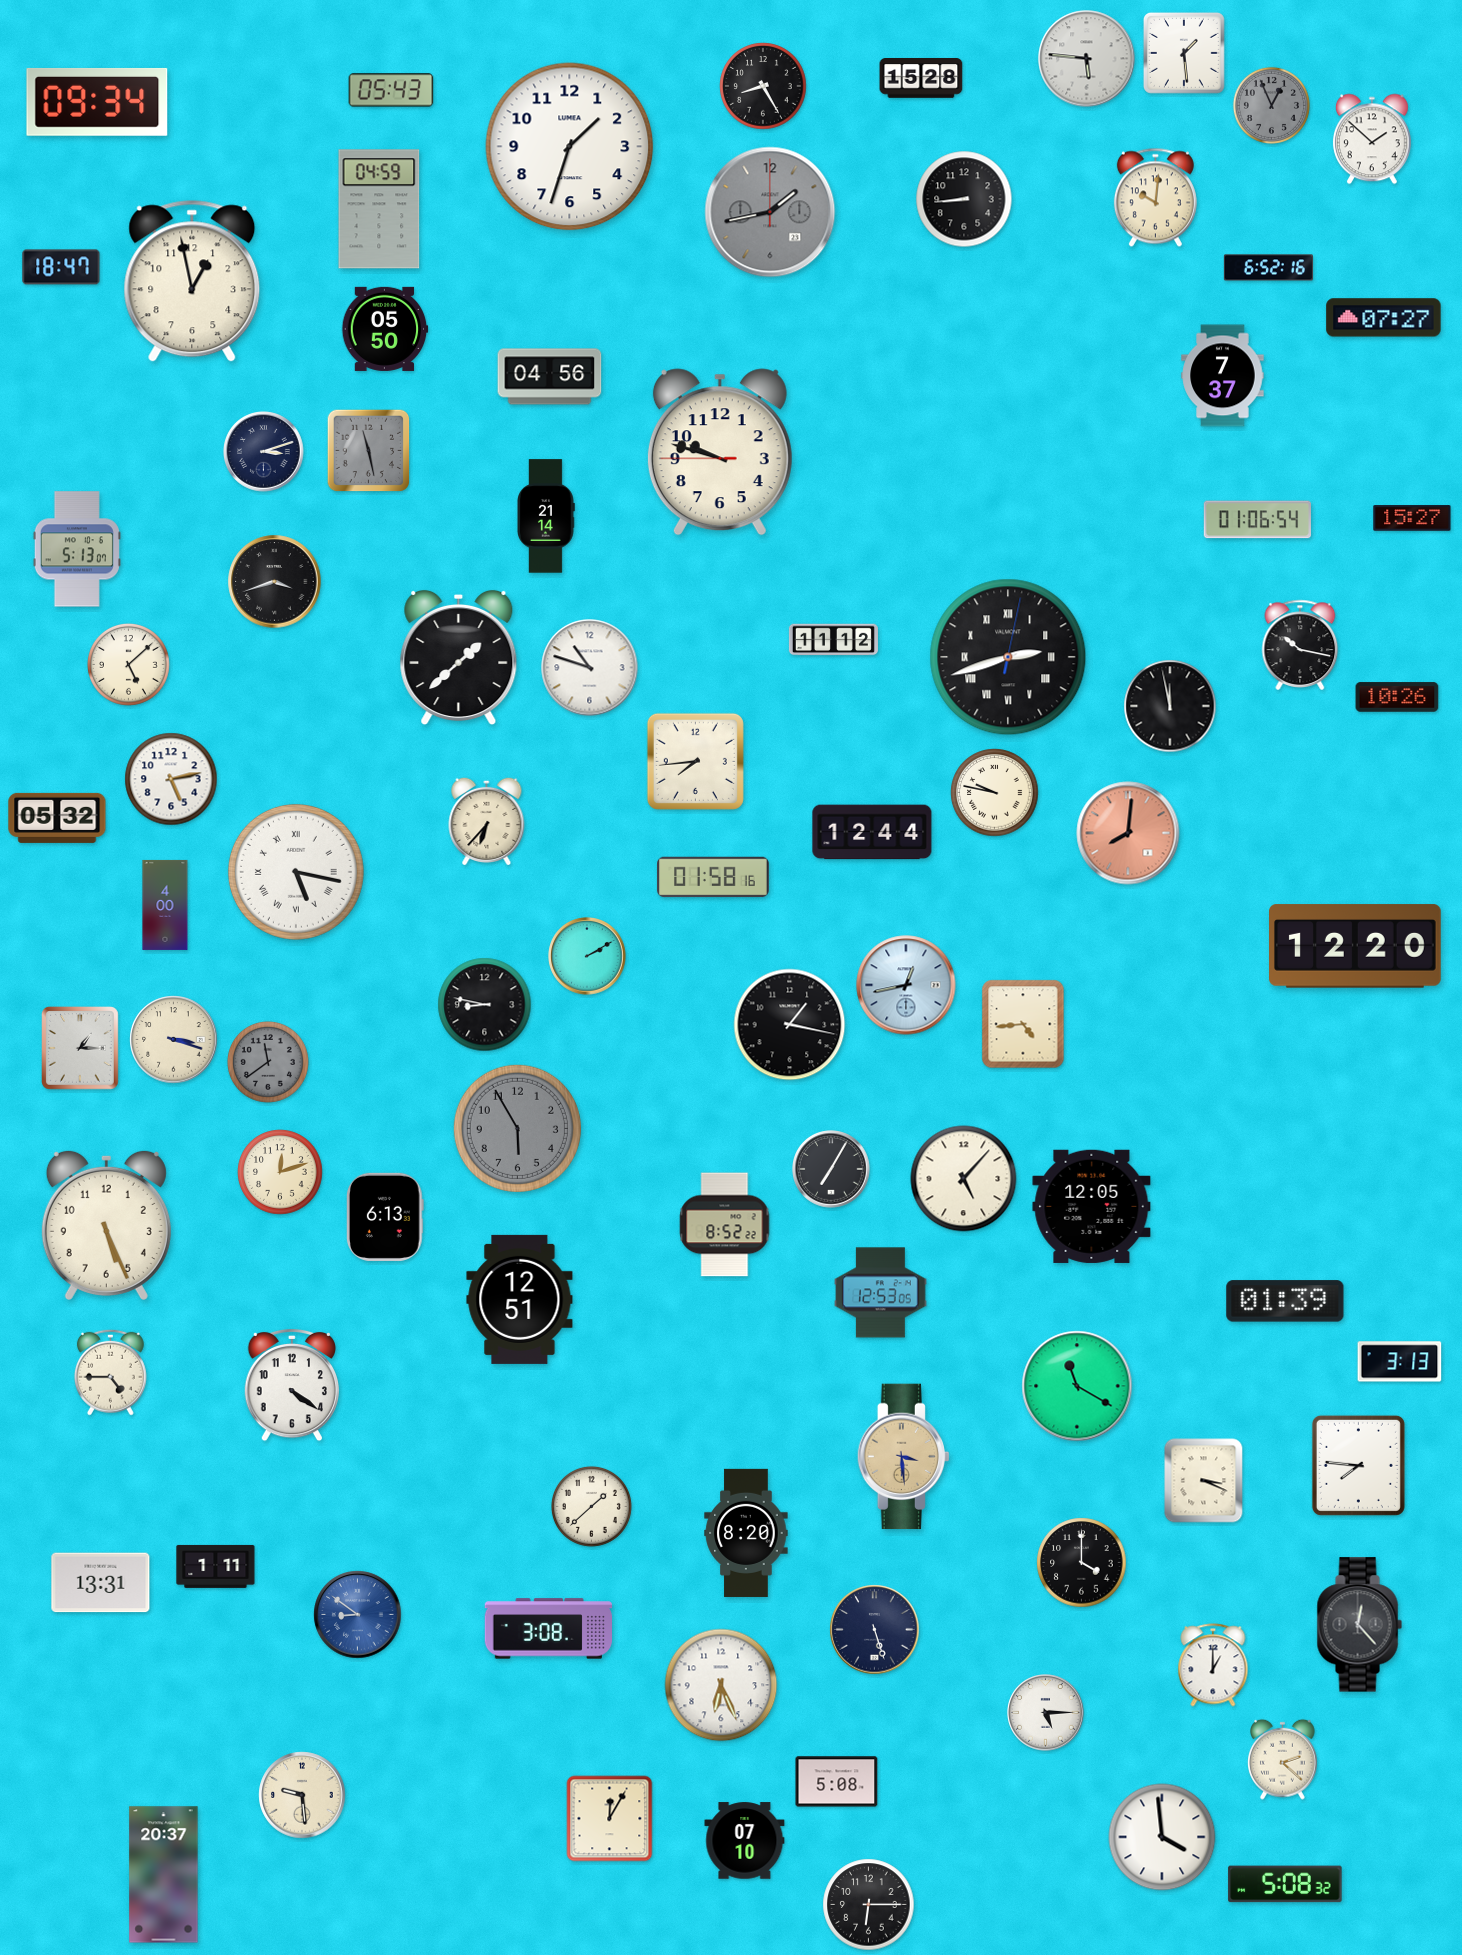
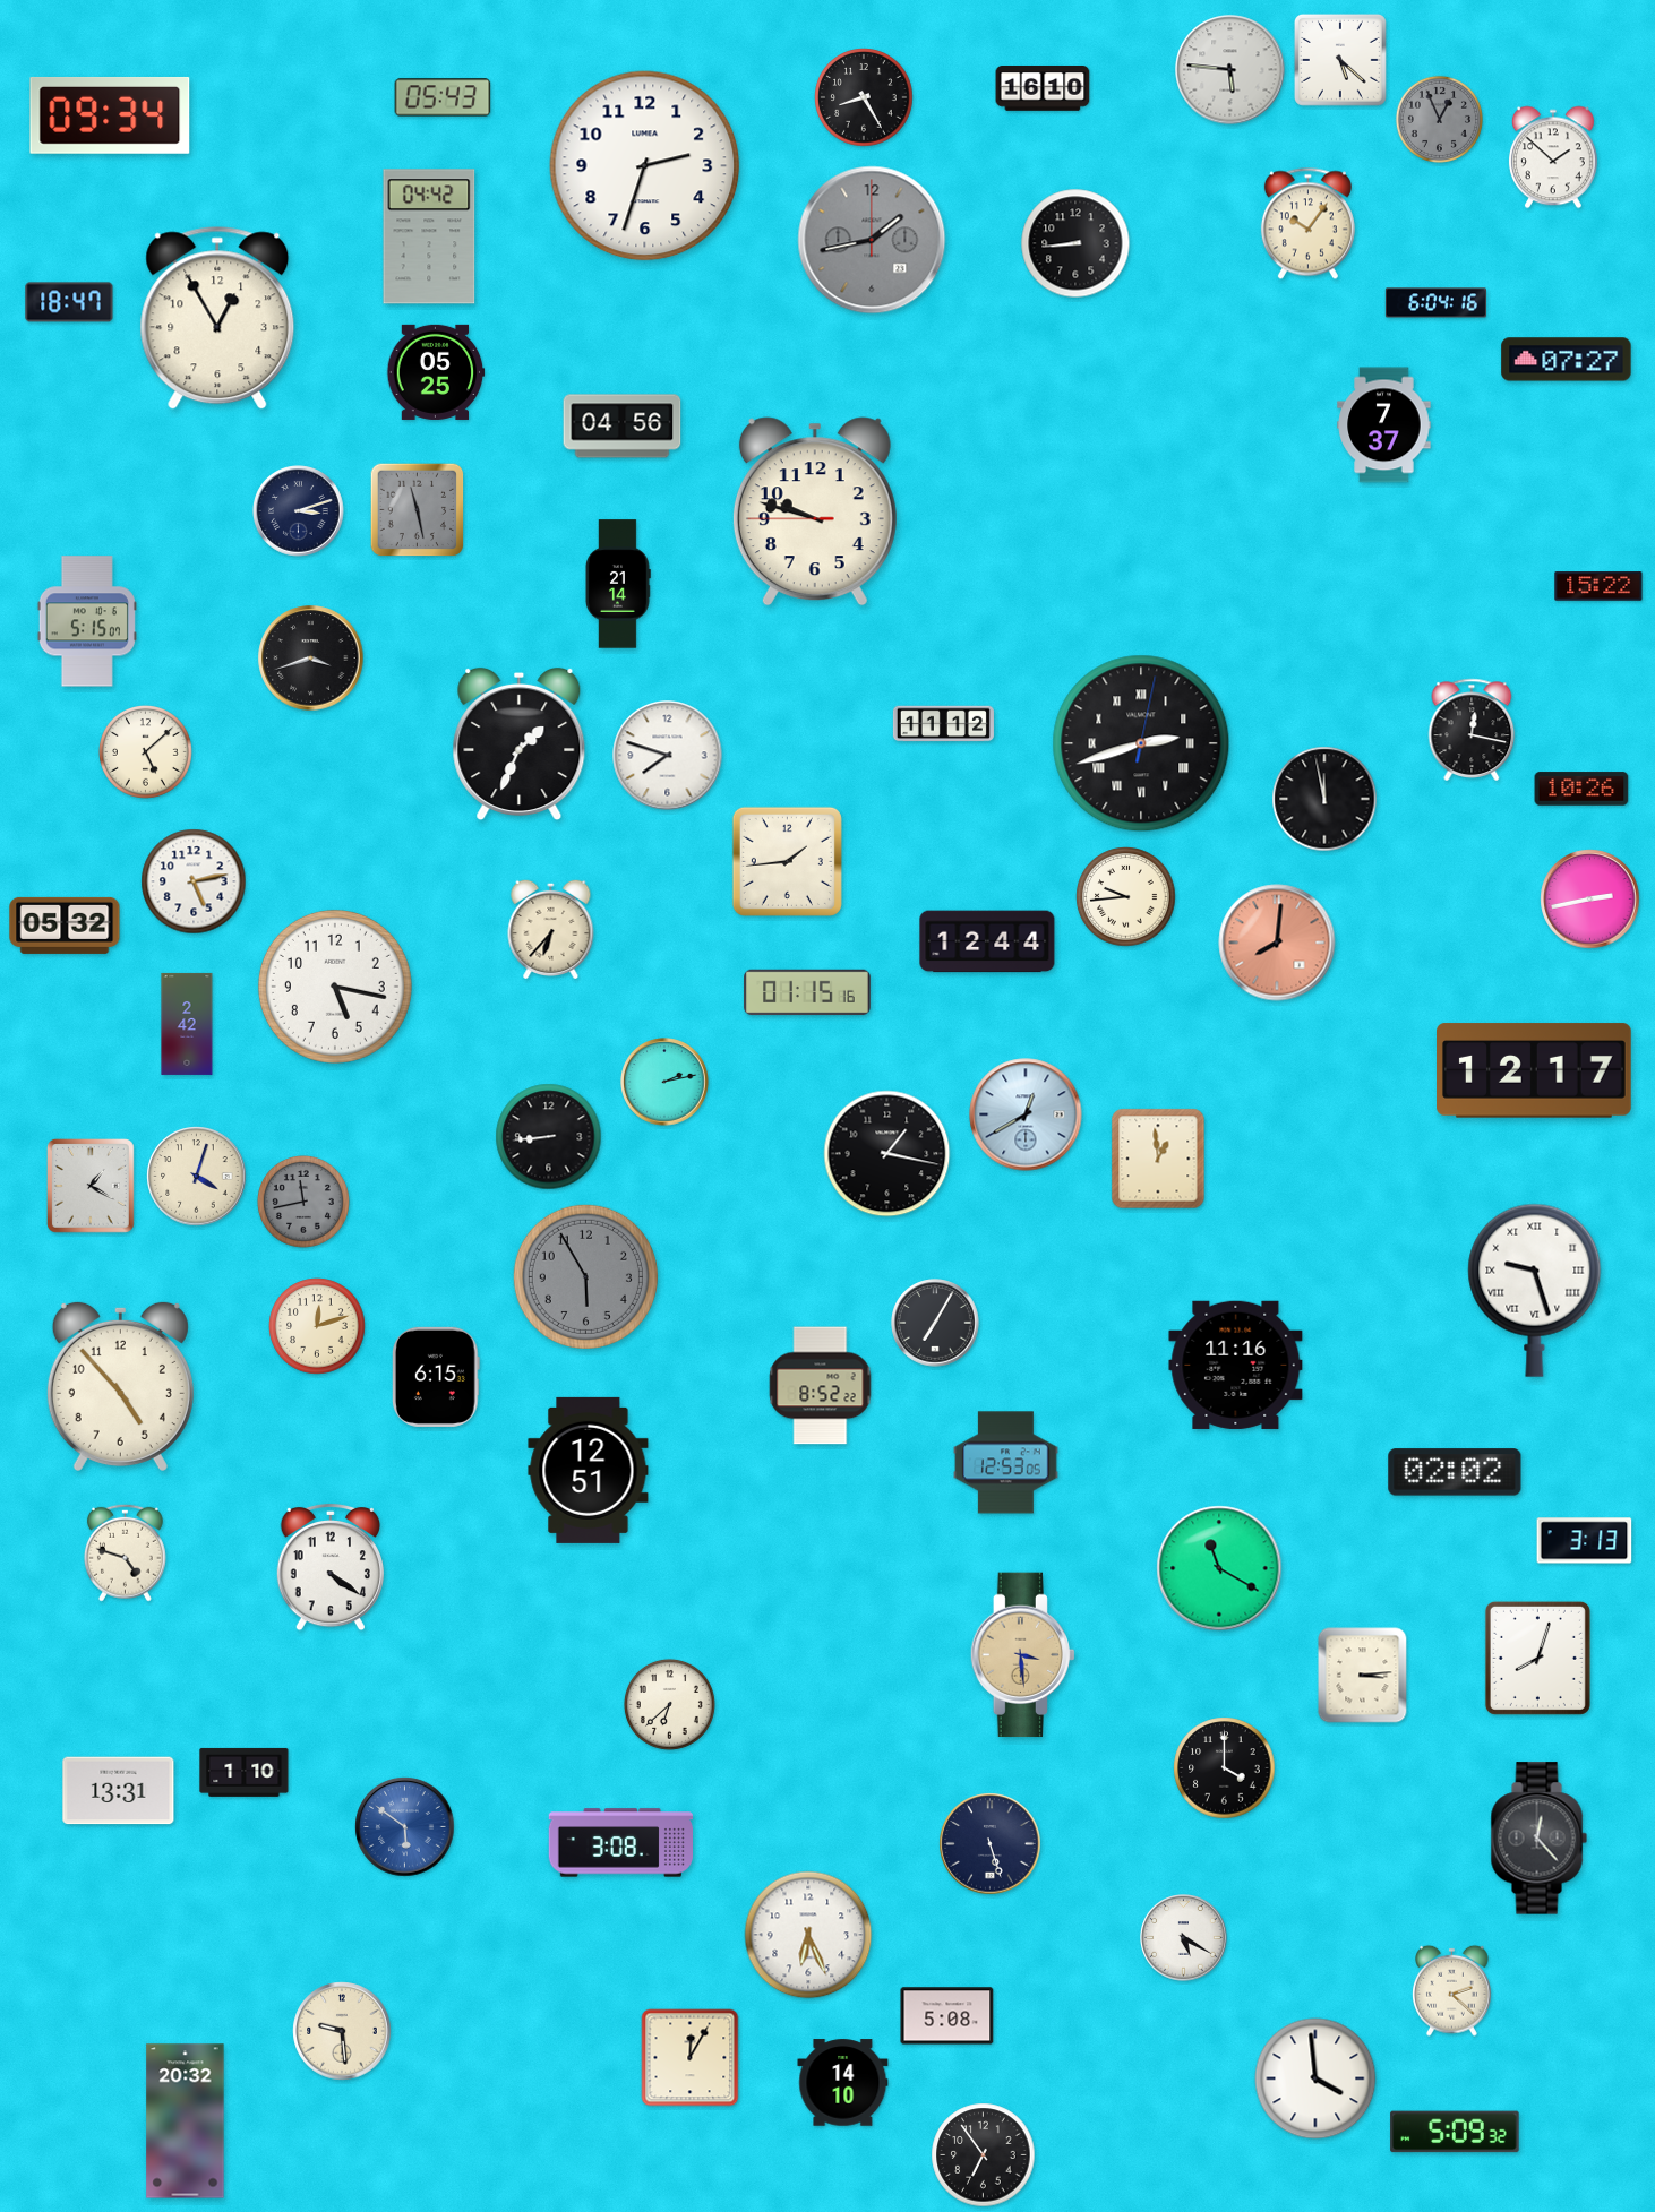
clock at (1184, 53): 1:29 -> 5:22
clock at (1087, 59) position: (1087, 59) -> (1230, 70)
clock at (921, 79): 15:28 -> 16:10
clock at (391, 90) position: (391, 90) -> (443, 97)
clock at (570, 147): 1:33 -> 2:33
clock at (1155, 198): 10:01 -> 10:06
clock at (964, 199) position: (964, 199) -> (1075, 243)
clock at (379, 209): 04:59 -> 04:42
clock at (1268, 268): 6:52 -> 6:04
clock at (192, 281): 12:58 -> 12:55
clock at (385, 329): 05:50 -> 05:25
clock at (1412, 518): 15:27 -> 15:22
clock at (1257, 520): 01:06 -> none
clock at (77, 549): 5:13 -> 5:15
clock at (1300, 645): 10:17 -> 12:17
clock at (459, 658): 1:38 -> 1:34
clock at (590, 668): 10:48 -> 7:48
clock at (695, 761): 7:44 -> 1:44
clock at (995, 793): 9:47 -> 9:44
clock at (1590, 900): none -> 2:43
clock at (296, 872) numerals: Roman -> Arabic
clock at (713, 877): 01:58 -> 01:15
clock at (165, 905): 4:00 -> 2:42
clock at (1356, 946): 12:20 -> 12:17
clock at (587, 956): 2:10 -> 2:13
clock at (906, 985): 12:43 -> 12:40
clock at (485, 1005): 8:47 -> 8:44
clock at (1023, 1024): 4:44 -> 12:59
clock at (790, 1025) position: (790, 1025) -> (887, 1154)
clock at (174, 1040): 3:18 -> 4:03
clock at (81, 1049): 1:15 -> 1:20
clock at (268, 1062): 11:39 -> 11:43
clock at (1535, 1290): none -> 9:27
clock at (831, 1169) position: (831, 1169) -> (935, 1323)
clock at (964, 1179): 5:07 -> none
clock at (1092, 1206): 12:05 -> 11:16
clock at (385, 1217): 6:13 -> 6:15
clock at (106, 1225): 5:26 -> 4:53
clock at (881, 1293) position: (881, 1293) -> (1006, 1463)
clock at (1285, 1301): 01:39 -> 02:02
clock at (110, 1372): 4:45 -> 4:48
clock at (903, 1457) position: (903, 1457) -> (1022, 1655)
clock at (1358, 1465): 7:46 -> 8:03
clock at (1204, 1481): 3:19 -> 3:14
clock at (591, 1506): 1:38 -> 6:38
clock at (746, 1533): 8:20 -> none
clock at (216, 1566): 1:11 -> 1:10
clock at (101, 1583) position: (101, 1583) -> (119, 1791)
clock at (358, 1615): 8:51 -> 5:51
clock at (1213, 1665): 1:00 -> none
clock at (721, 1685) position: (721, 1685) -> (808, 1935)
clock at (1046, 1713): 5:15 -> 5:20
clock at (745, 1841): 07:10 -> 14:10
clock at (164, 1875): 20:37 -> 20:32
clock at (1285, 1884): 5:08 -> 5:09
clock at (869, 1905): 6:15 -> 6:54
